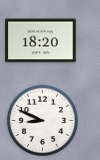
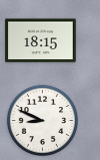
clock at (41, 41): 18:20 -> 18:15
